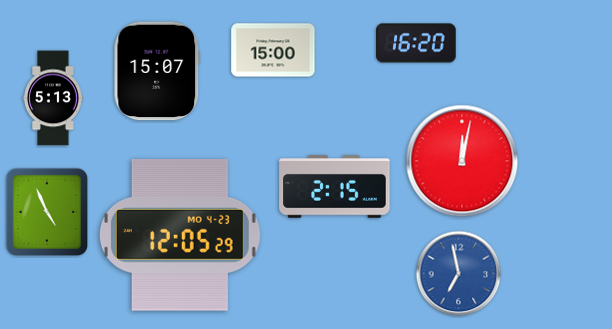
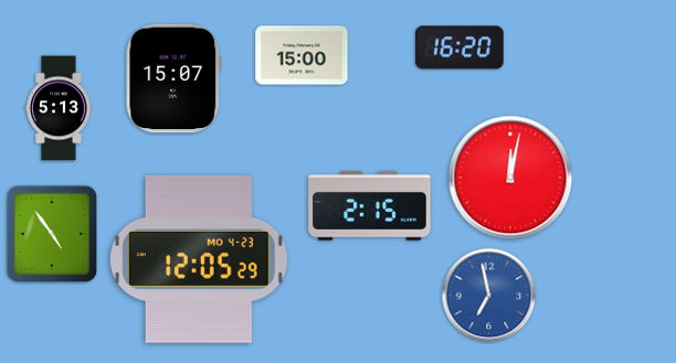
clock at (46, 211): 4:56 -> 4:54
clock at (459, 274) position: (459, 274) -> (489, 296)
